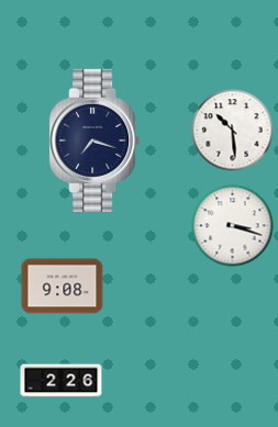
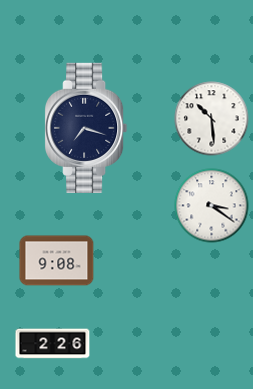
clock at (233, 226): 3:18 -> 3:21
clock at (62, 381) position: (62, 381) -> (53, 344)
